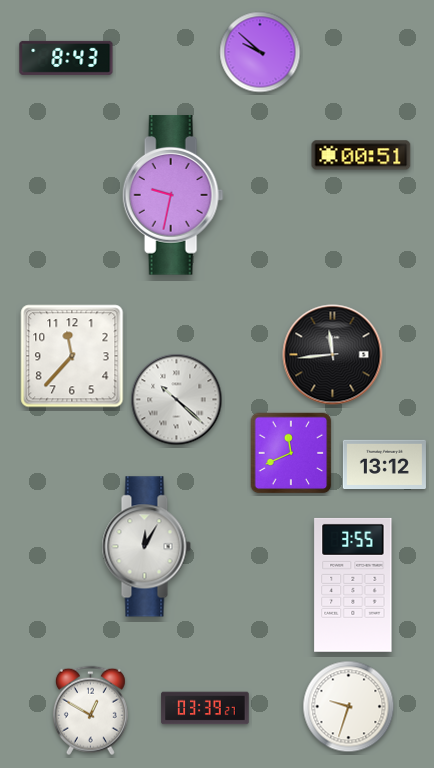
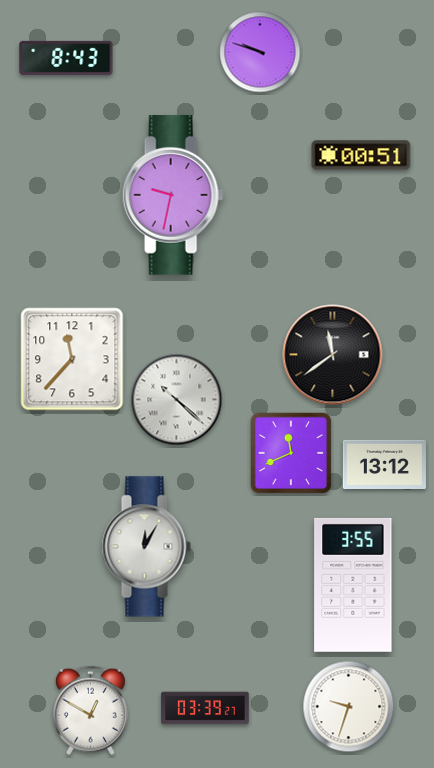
clock at (260, 52): 9:52 -> 9:48
clock at (333, 355): 11:44 -> 11:39
clock at (72, 356) position: (72, 356) -> (72, 359)
